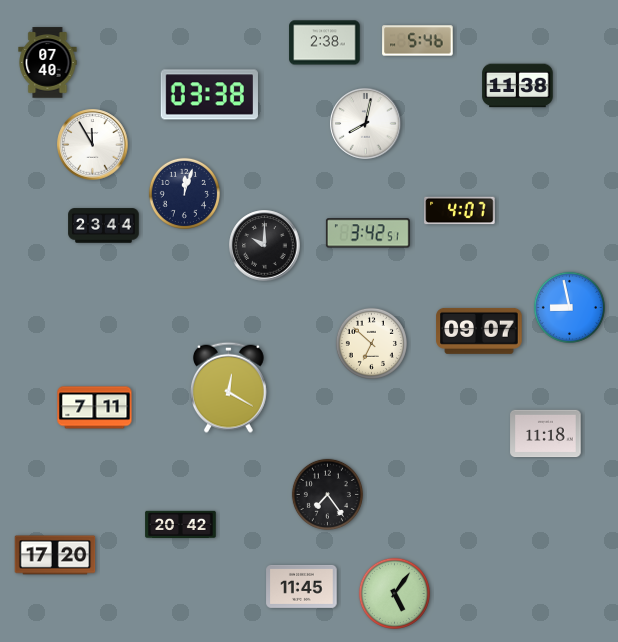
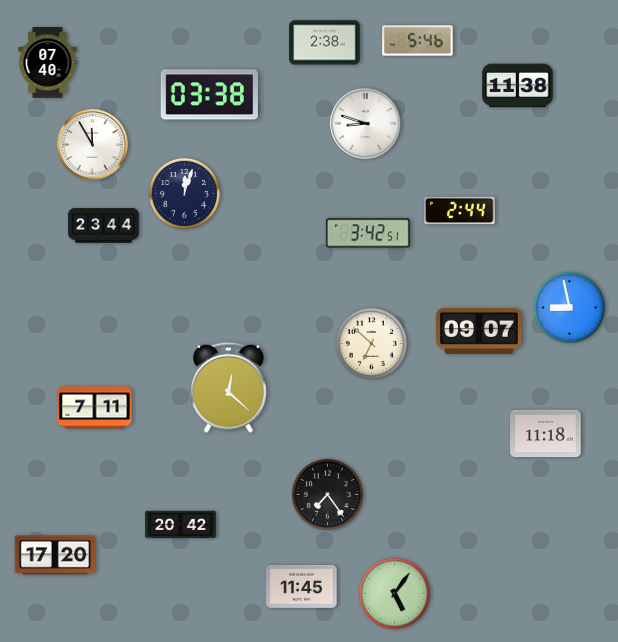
clock at (366, 124): 8:02 -> 8:48
clock at (460, 211): 4:07 -> 2:44
clock at (265, 246): 10:00 -> none
clock at (228, 387): 12:20 -> 12:22
